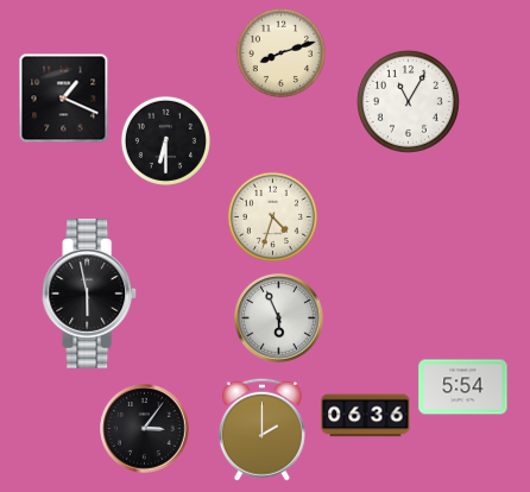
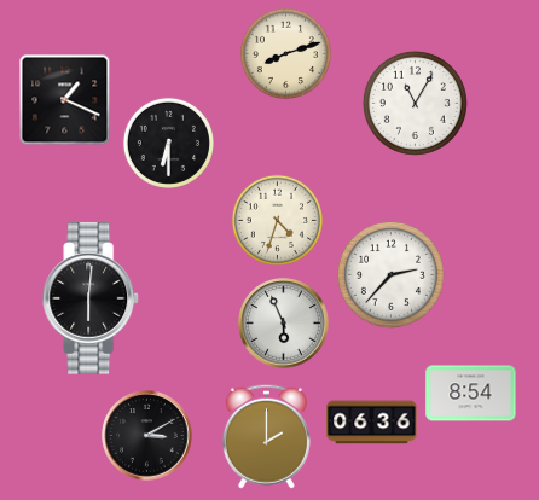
clock at (390, 274): none -> 2:37
clock at (90, 294): 5:58 -> 6:01
clock at (463, 387): 5:54 -> 8:54
clock at (145, 429): 3:06 -> 3:10
